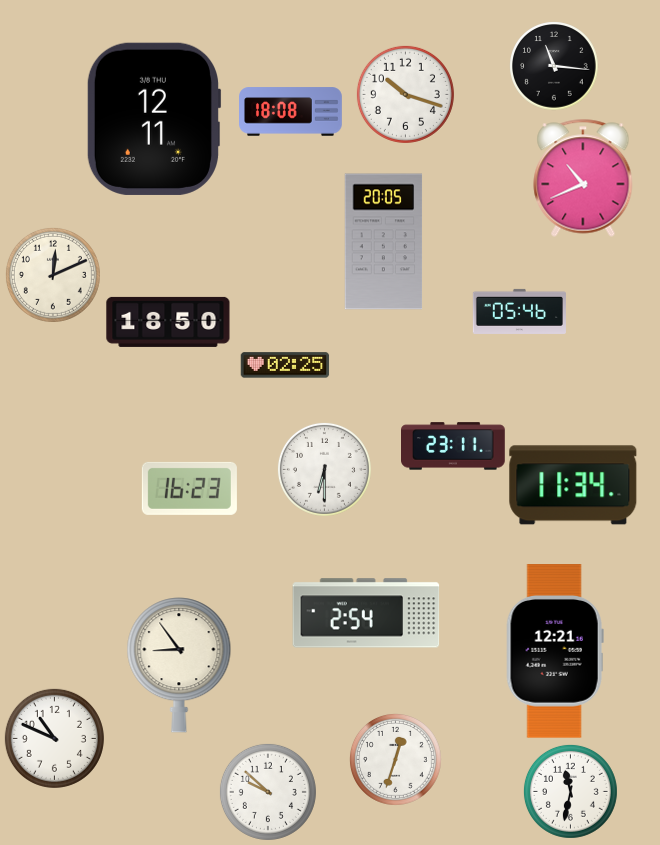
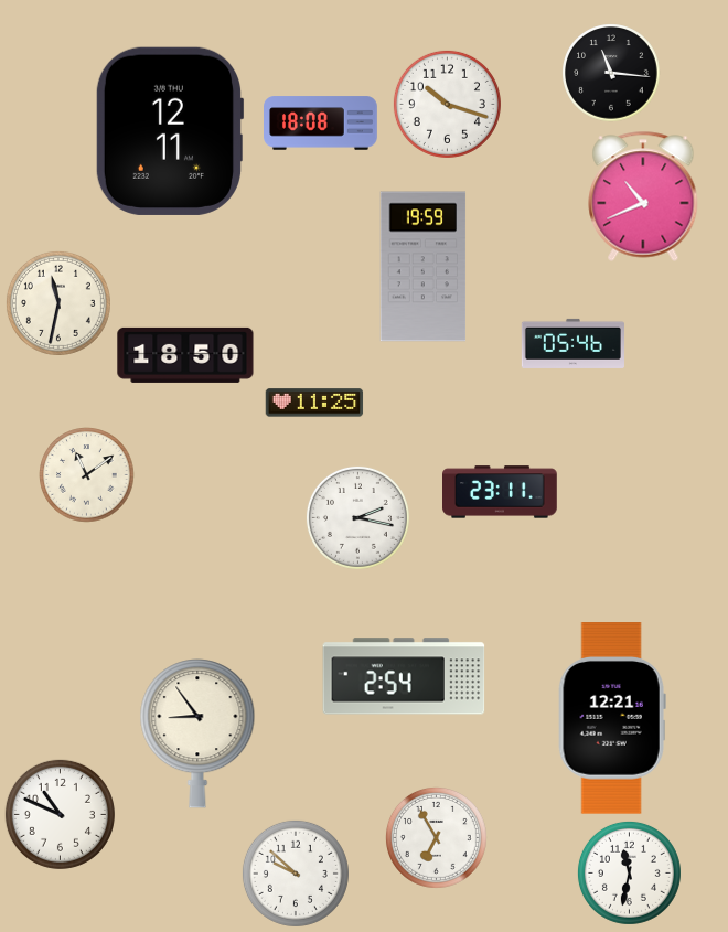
clock at (384, 242): 20:05 -> 19:59
clock at (53, 275): 12:11 -> 11:32
clock at (285, 365): 02:25 -> 11:25
clock at (86, 474): none -> 11:09
clock at (324, 469): 6:30 -> 2:17
clock at (573, 485): 11:34 -> none
clock at (189, 488): 16:23 -> none
clock at (395, 759): 12:33 -> 6:55
